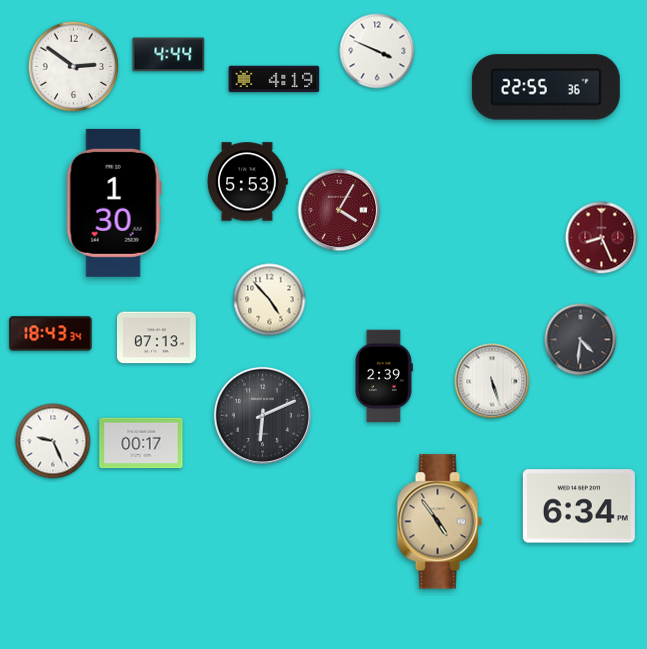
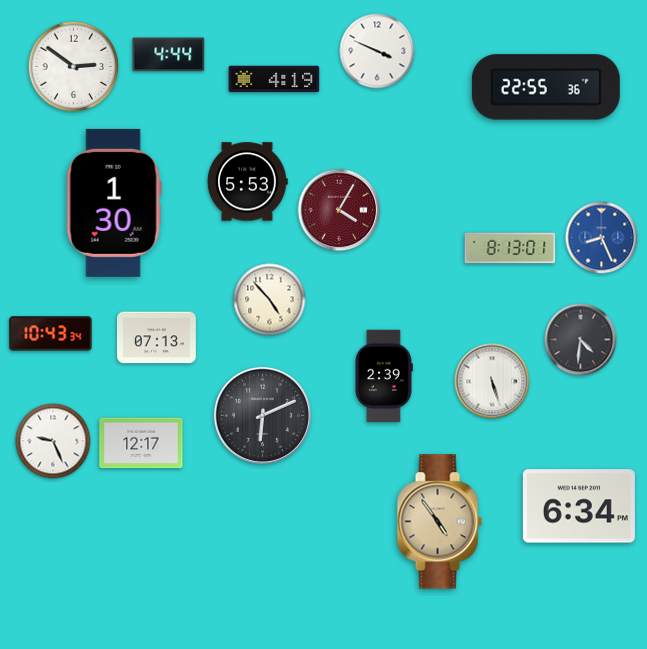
clock at (602, 238) dial: burgundy -> blue
clock at (510, 248): none -> 8:13
clock at (51, 334): 18:43 -> 10:43
clock at (141, 443): 00:17 -> 12:17
